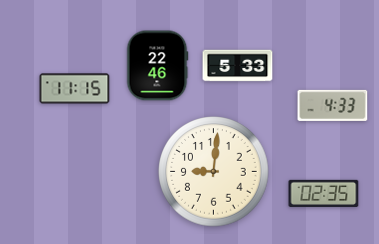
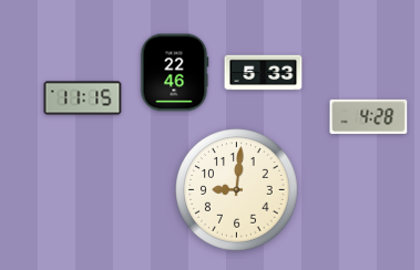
clock at (333, 105): 4:33 -> 4:28
clock at (324, 193): 02:35 -> none
